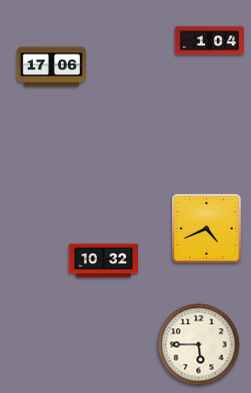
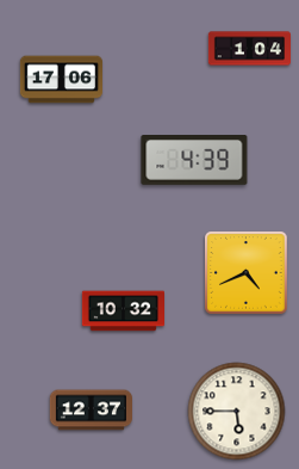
clock at (194, 161): none -> 4:39
clock at (91, 411): none -> 12:37
